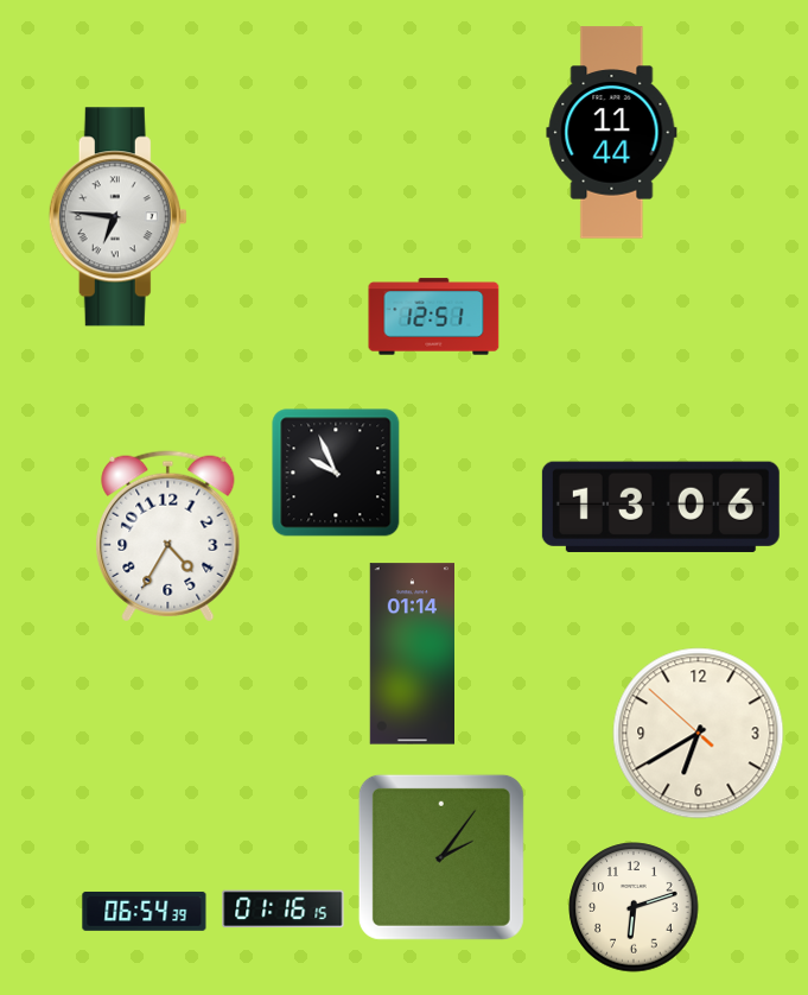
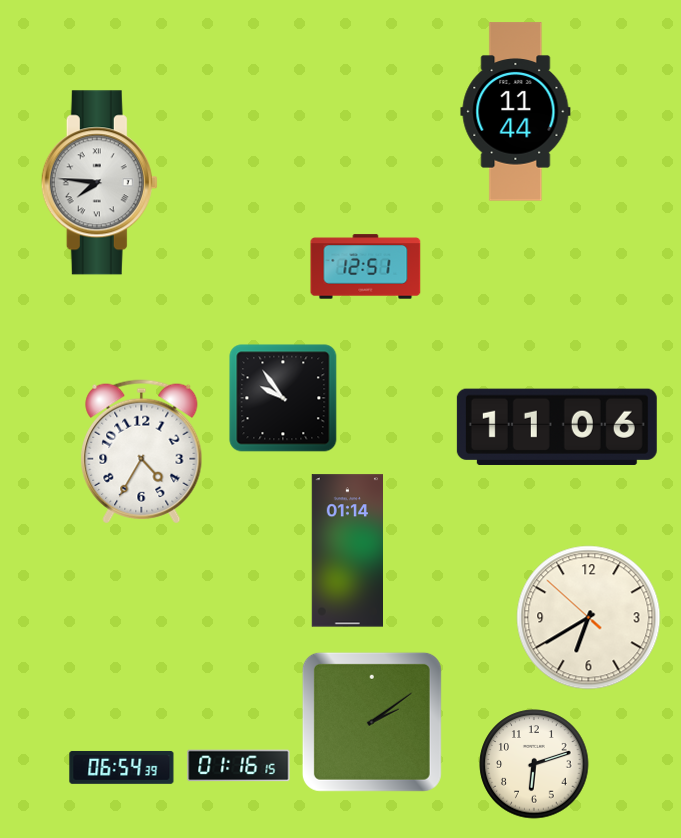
clock at (117, 217): 6:46 -> 7:46
clock at (336, 473): 9:56 -> 9:54
clock at (661, 507): 13:06 -> 11:06
clock at (441, 857): 2:06 -> 2:09
